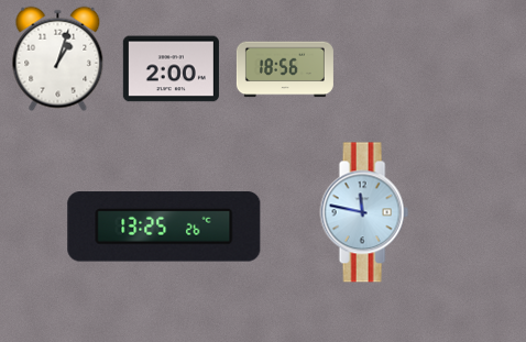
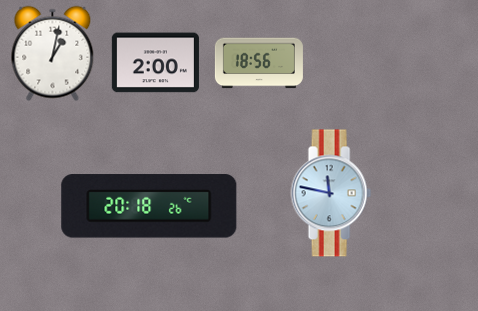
clock at (58, 59): 1:03 -> 1:02
clock at (164, 227): 13:25 -> 20:18
